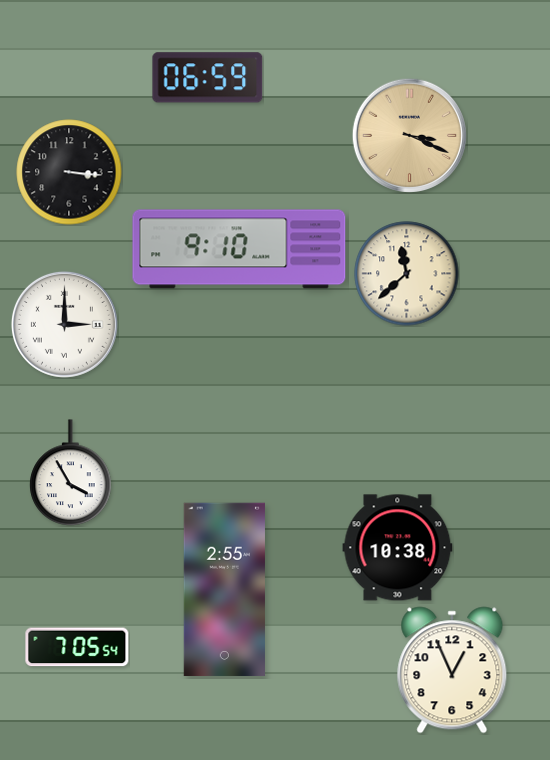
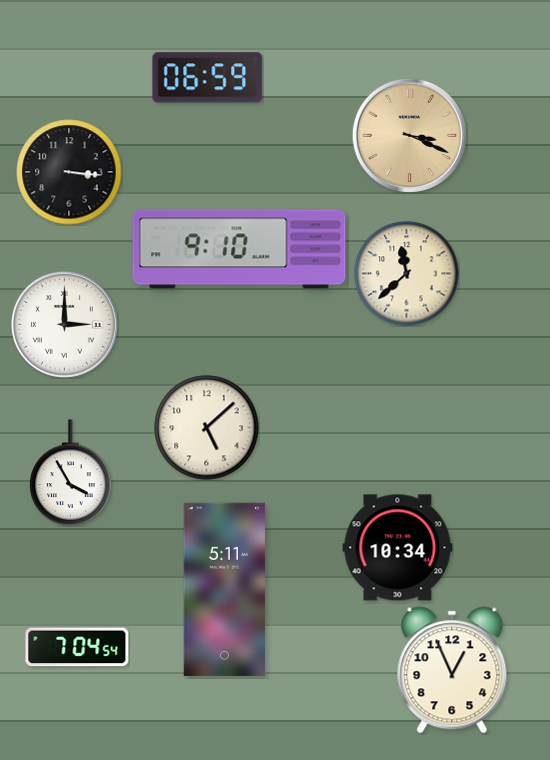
clock at (207, 428): none -> 5:08
clock at (398, 548): 10:38 -> 10:34
clock at (224, 590): 2:55 -> 5:11
clock at (77, 647): 7:05 -> 7:04
